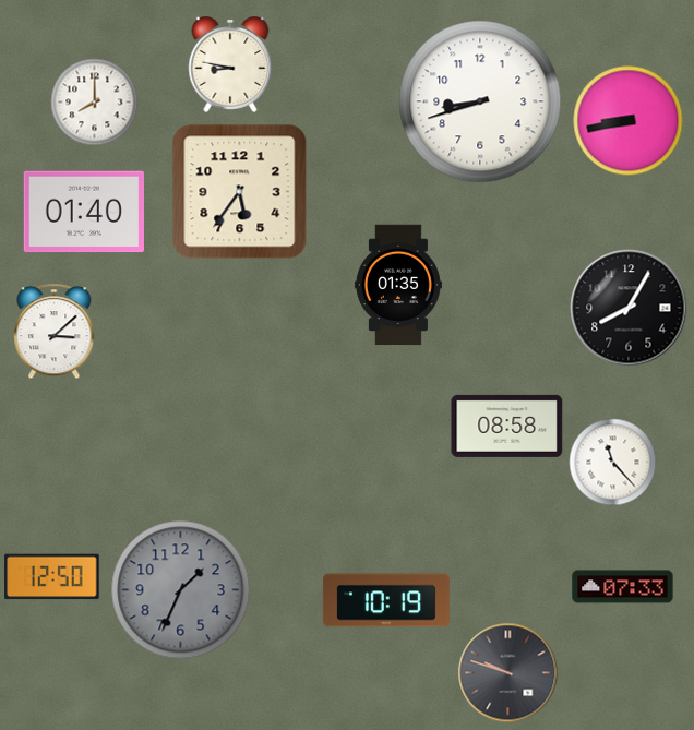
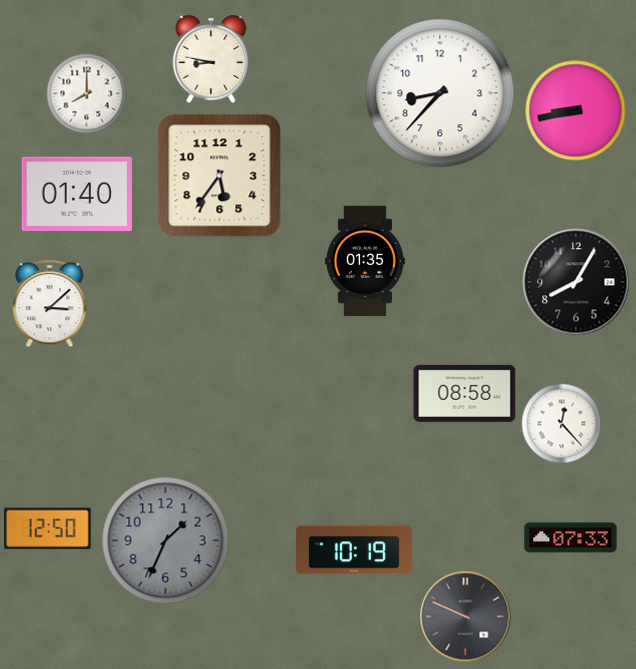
clock at (480, 101): 8:42 -> 8:37
clock at (507, 426) position: (507, 426) -> (465, 393)
clock at (613, 463): 11:23 -> 12:23
clock at (508, 673): 9:48 -> 9:49
